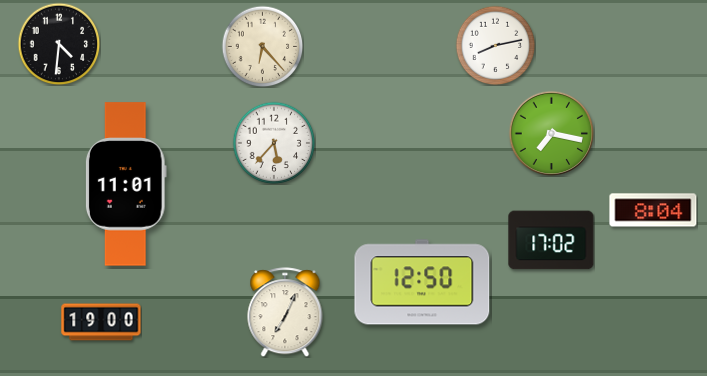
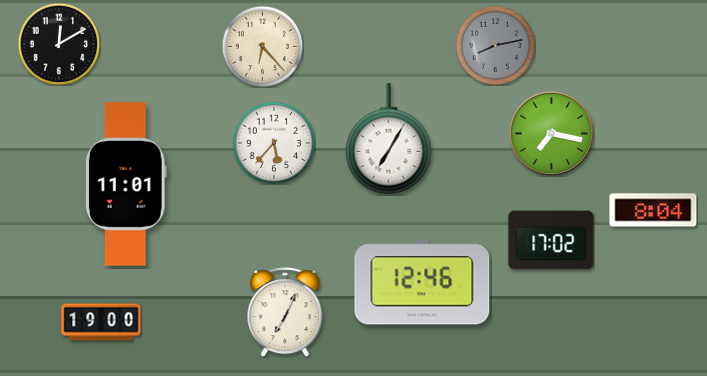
clock at (59, 44): 4:31 -> 12:10
clock at (495, 45) dial: white -> grey
clock at (389, 139): none -> 7:05
clock at (422, 282): 12:50 -> 12:46
